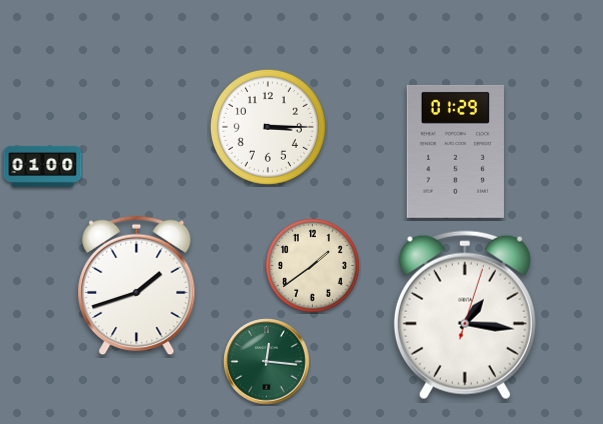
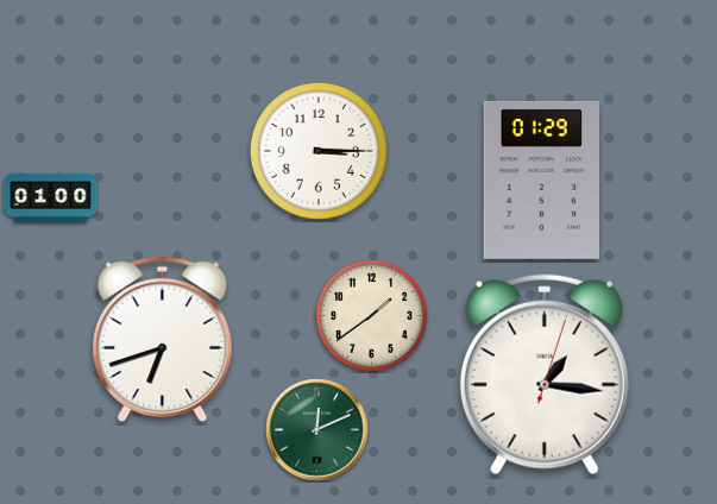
clock at (137, 286): 1:42 -> 6:42
clock at (465, 315) position: (465, 315) -> (545, 374)
clock at (267, 362): 12:16 -> 12:11
